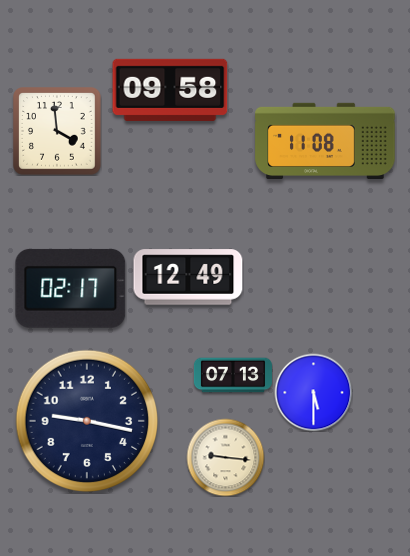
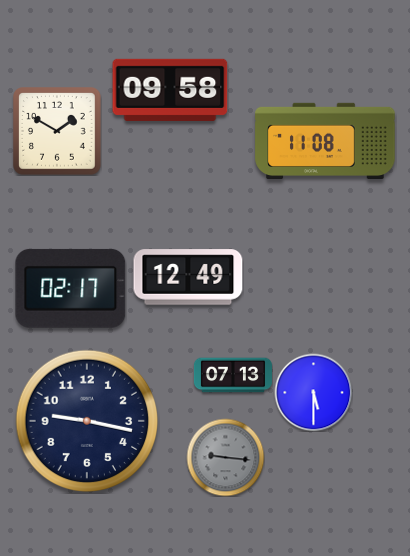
clock at (57, 131): 3:59 -> 1:50
clock at (225, 457) dial: cream -> grey
